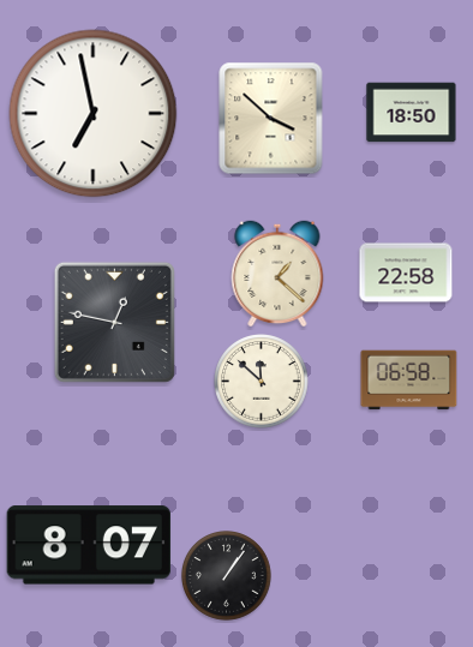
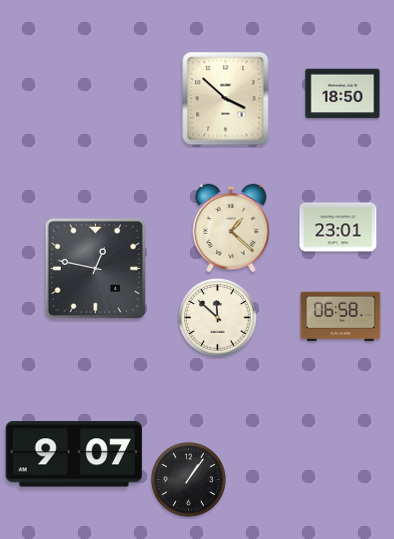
clock at (94, 114): 6:58 -> none
clock at (406, 272): 22:58 -> 23:01
clock at (89, 545): 8:07 -> 9:07
